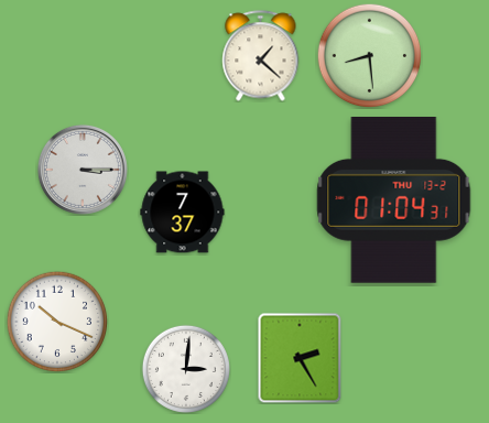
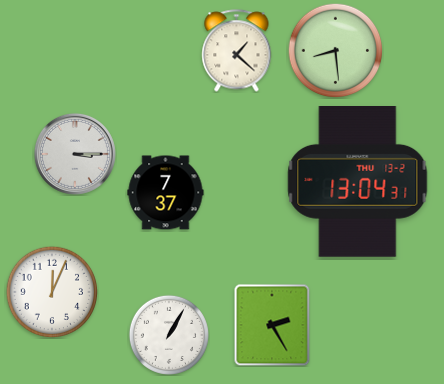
clock at (394, 200): 01:04 -> 13:04
clock at (57, 322): 10:19 -> 12:04
clock at (186, 369): 3:01 -> 1:05
